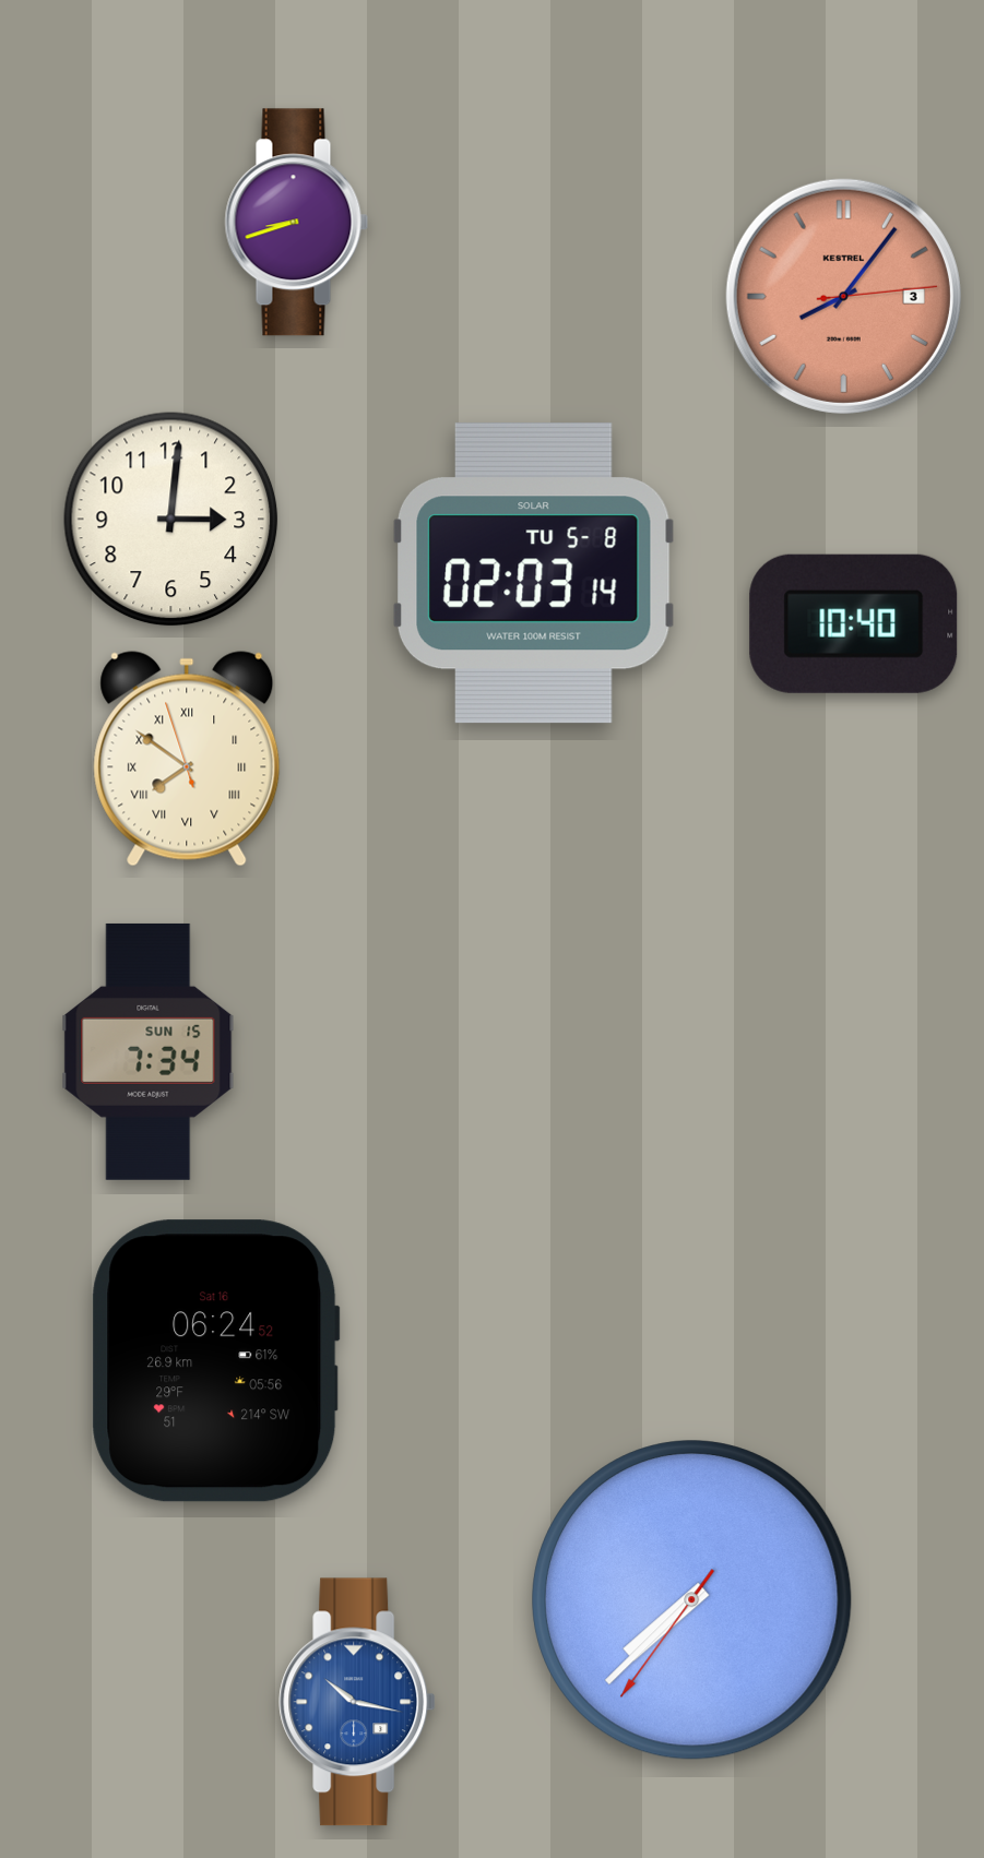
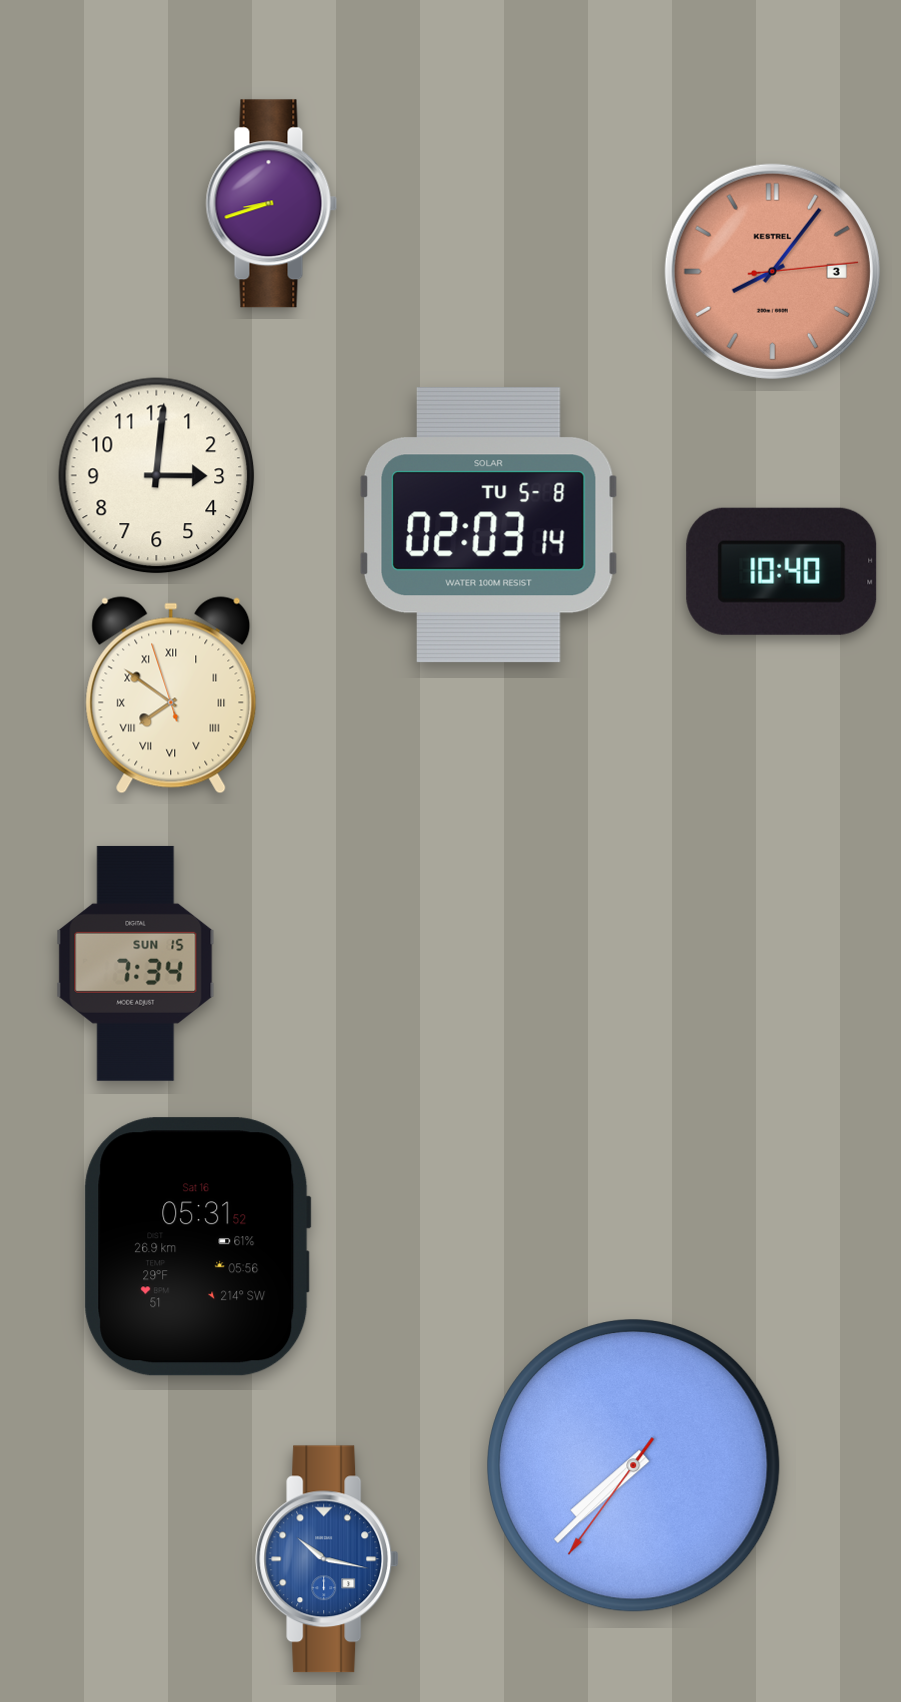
clock at (216, 1361): 06:24 -> 05:31
